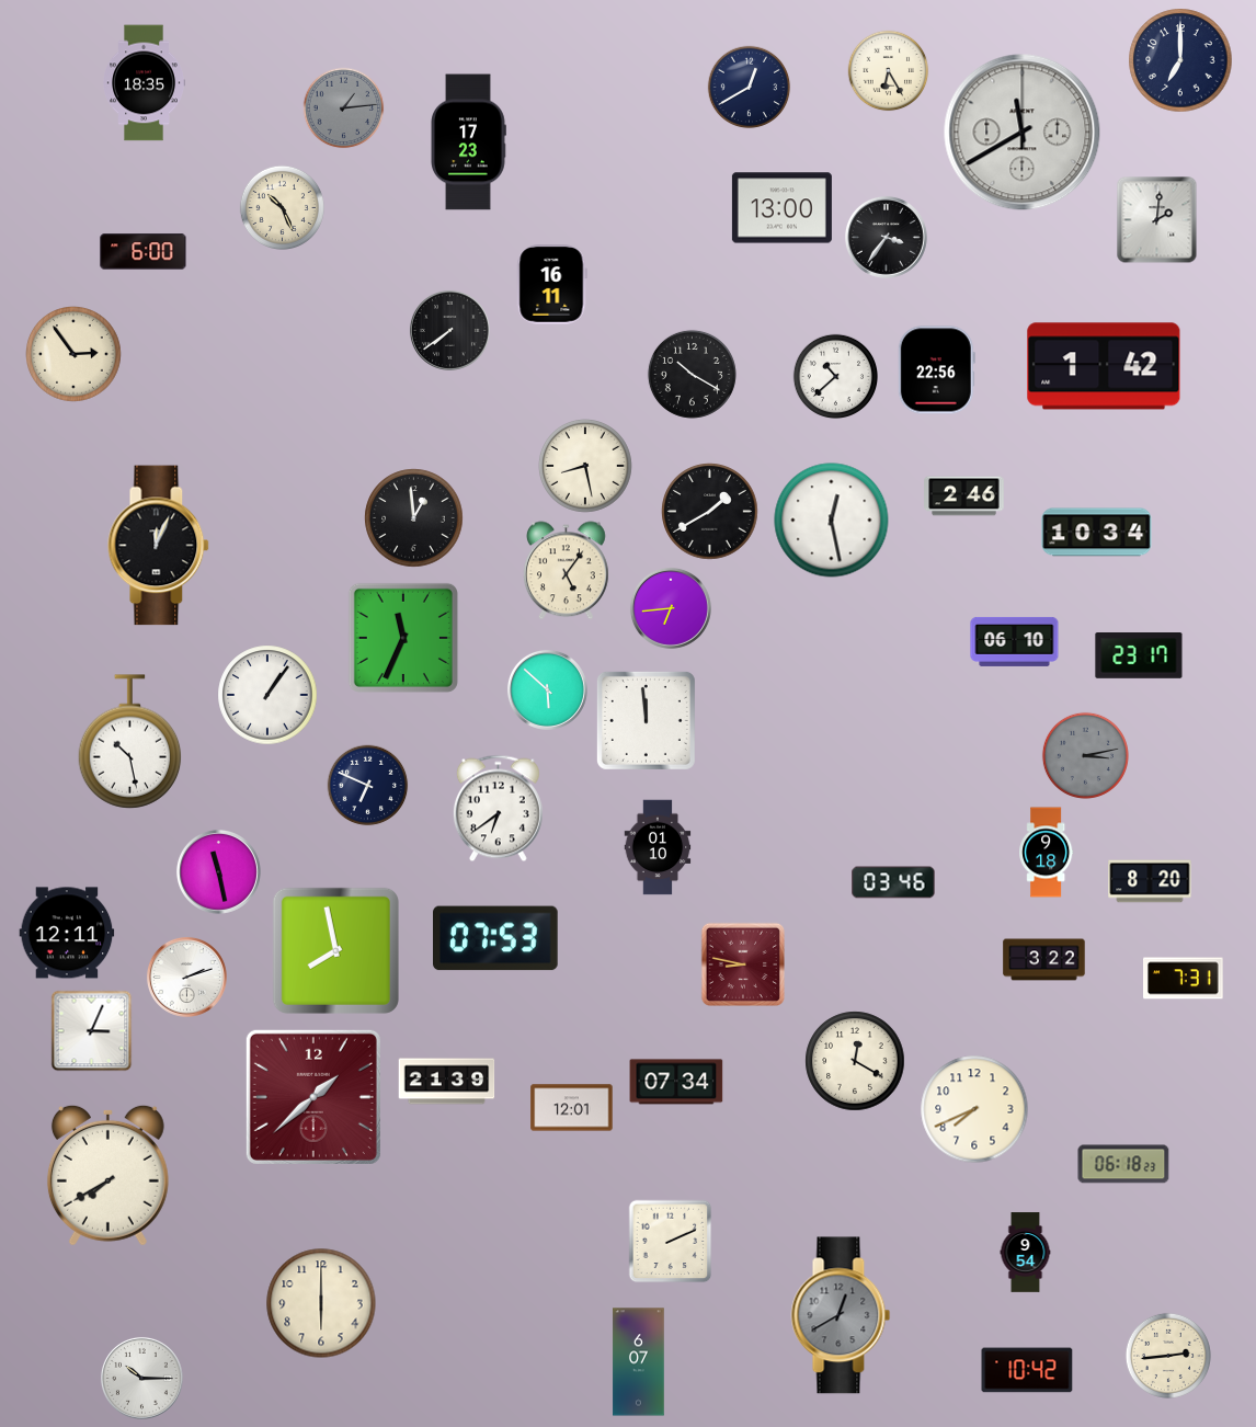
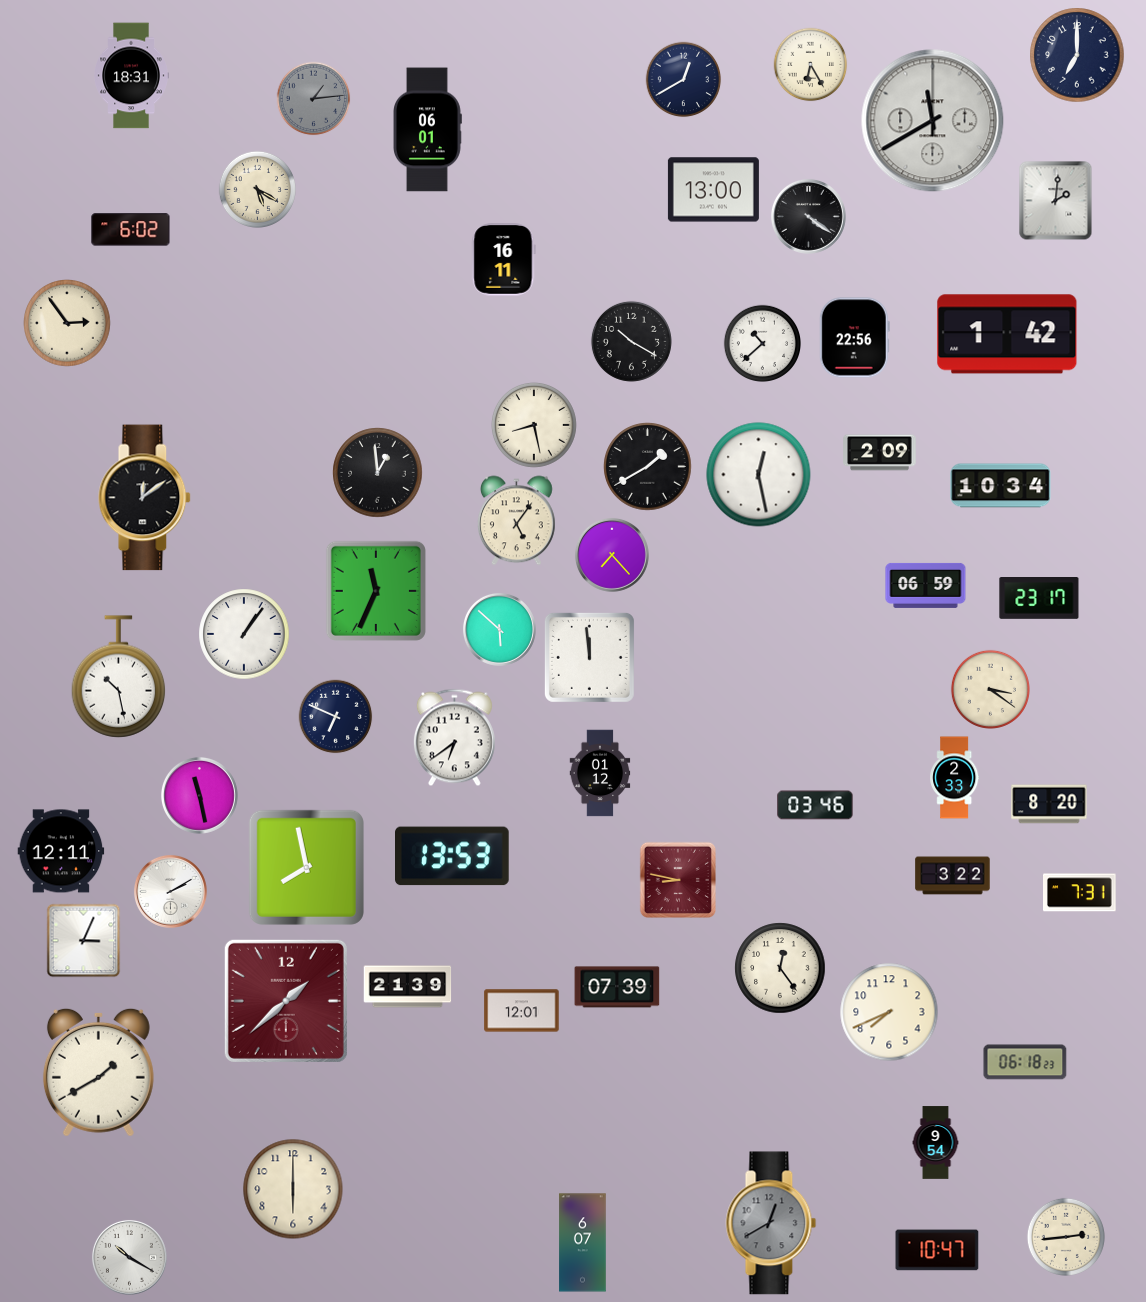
clock at (144, 83): 18:35 -> 18:31
clock at (468, 142): 17:23 -> 06:01
clock at (282, 207): 10:26 -> 5:20
clock at (886, 237): 3:36 -> 4:21
clock at (144, 252): 6:00 -> 6:02
clock at (449, 330): 7:39 -> none
clock at (964, 496): 2:46 -> 2:09
clock at (159, 546): 12:04 -> 12:09
clock at (671, 608): 6:44 -> 7:23
clock at (403, 638) position: (403, 638) -> (376, 591)
clock at (1015, 641): 06:10 -> 06:59
clock at (1085, 755): 3:13 -> 3:21
clock at (1085, 755) dial: grey -> cream
clock at (658, 847): 01:10 -> 01:12
clock at (1047, 853): 9:18 -> 2:33
clock at (496, 938): 07:53 -> 13:53
clock at (186, 977): 2:12 -> 2:10
clock at (855, 1061): 12:20 -> 12:24
clock at (676, 1082): 07:34 -> 07:39
clock at (107, 1175): 7:40 -> 1:40
clock at (671, 1242): 2:11 -> none
clock at (841, 1315) position: (841, 1315) -> (771, 1223)
clock at (1027, 1370): 10:42 -> 10:47
clock at (141, 1378): 10:15 -> 10:20
